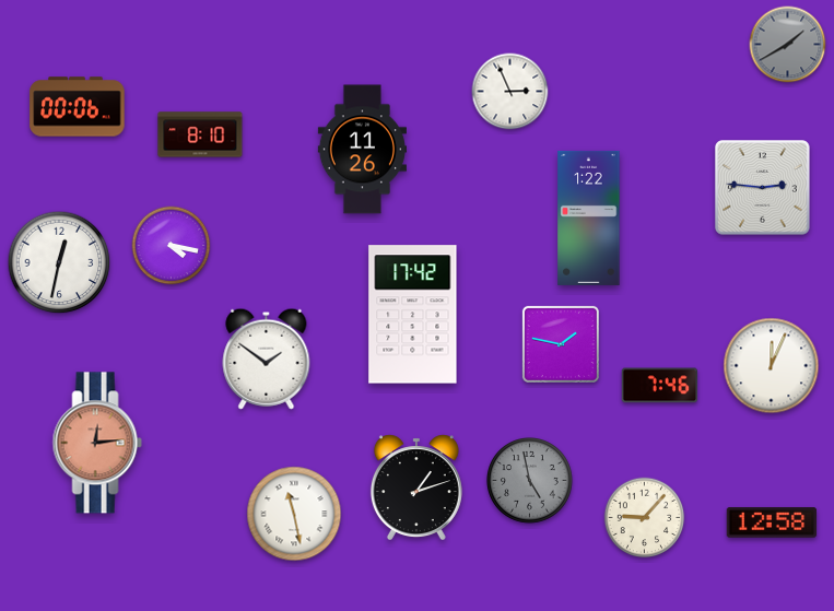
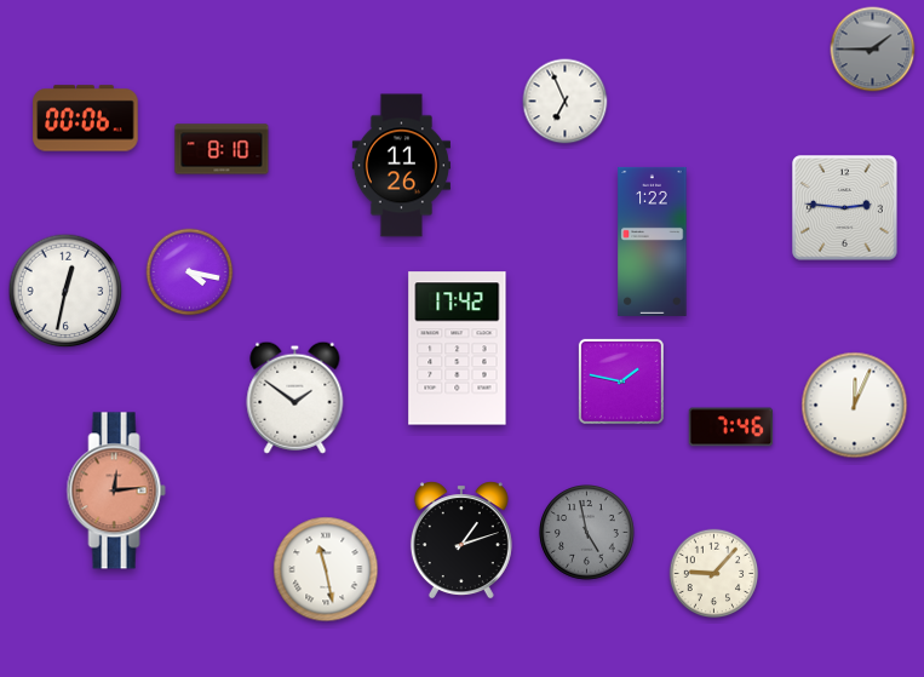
clock at (788, 45): 1:40 -> 1:45
clock at (510, 92): 2:56 -> 6:56
clock at (97, 443) position: (97, 443) -> (116, 490)
clock at (772, 522): 12:58 -> none
